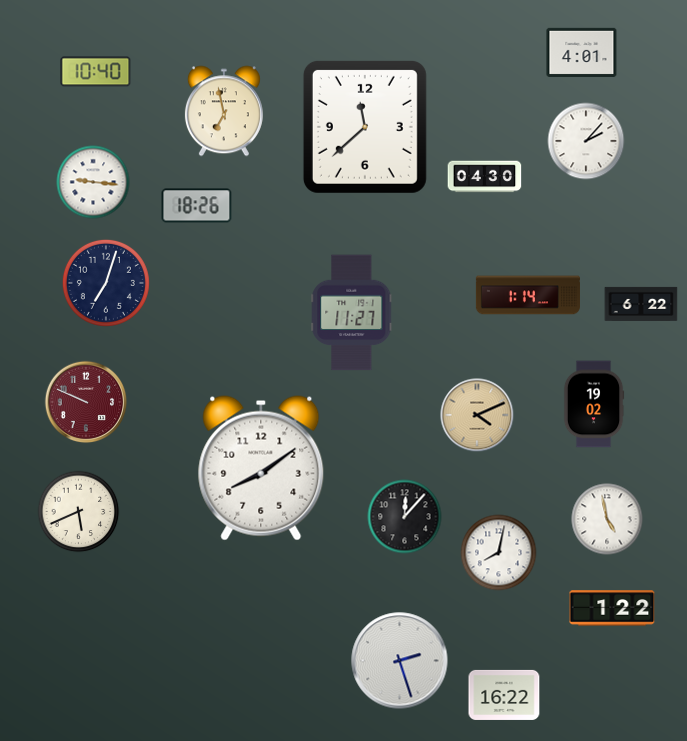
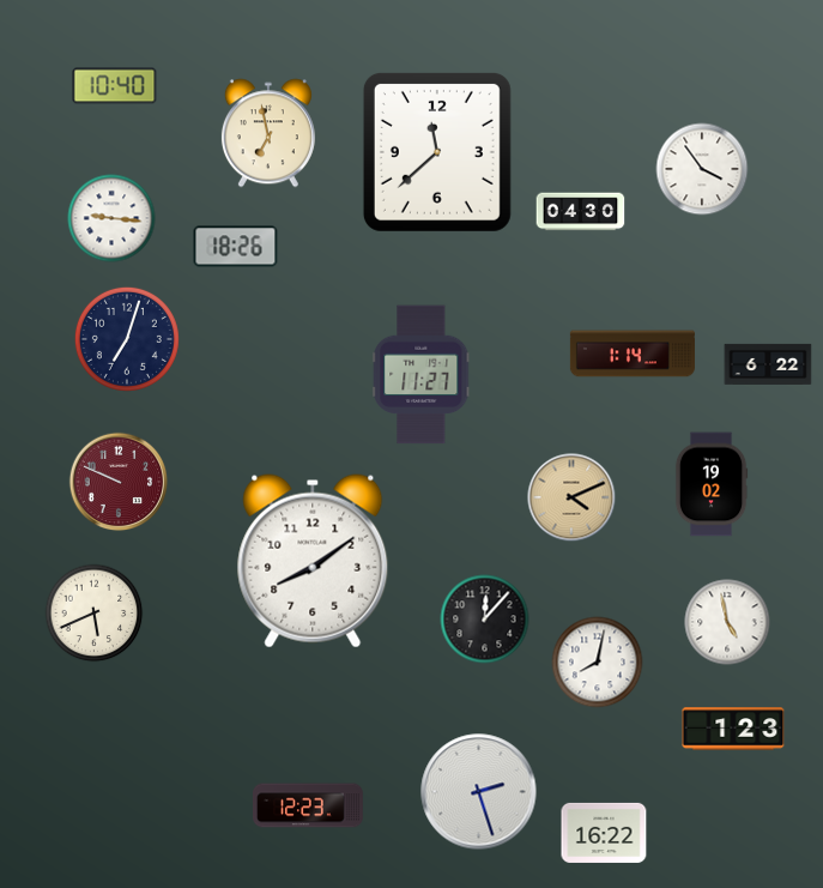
clock at (582, 52): 4:01 -> none
clock at (586, 141): 2:07 -> 3:54
clock at (86, 402) position: (86, 402) -> (119, 482)
clock at (612, 608): 1:22 -> 1:23
clock at (309, 805): none -> 12:23
